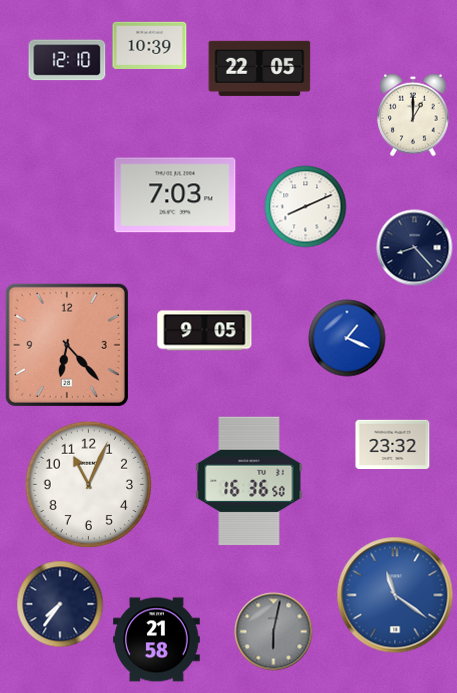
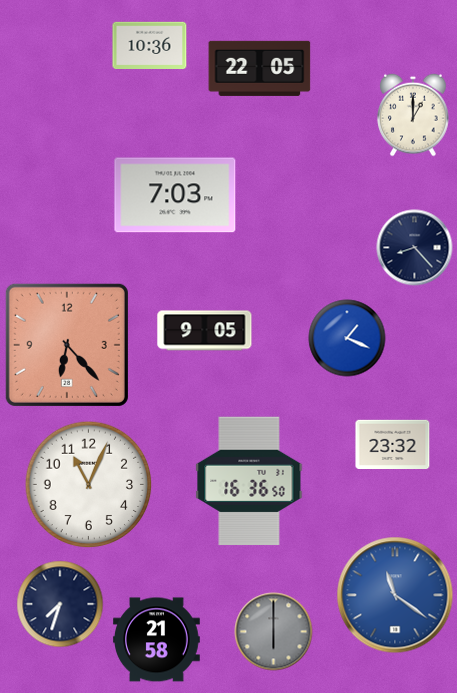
clock at (150, 45): 10:39 -> 10:36
clock at (67, 60): 12:10 -> none
clock at (306, 207): 8:11 -> none
clock at (60, 604): 7:36 -> 7:33
clock at (274, 632): 6:02 -> 6:00
